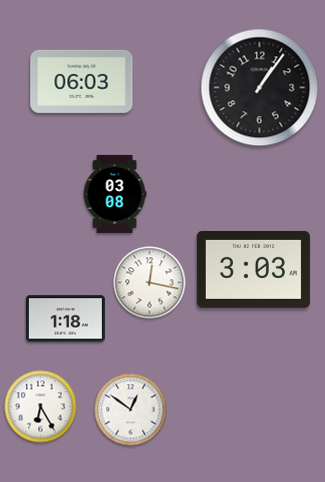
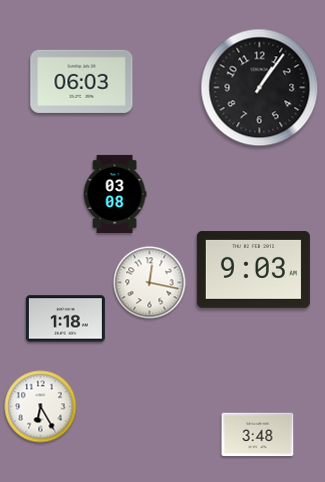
clock at (253, 269): 3:03 -> 9:03
clock at (131, 410): 12:51 -> none
clock at (258, 435): none -> 3:48
